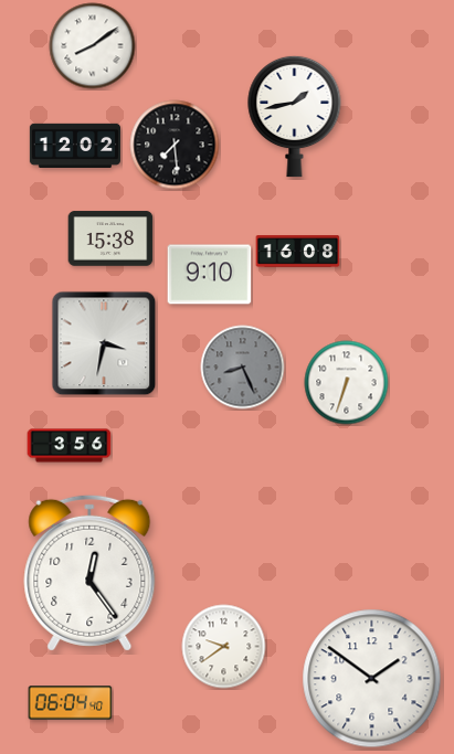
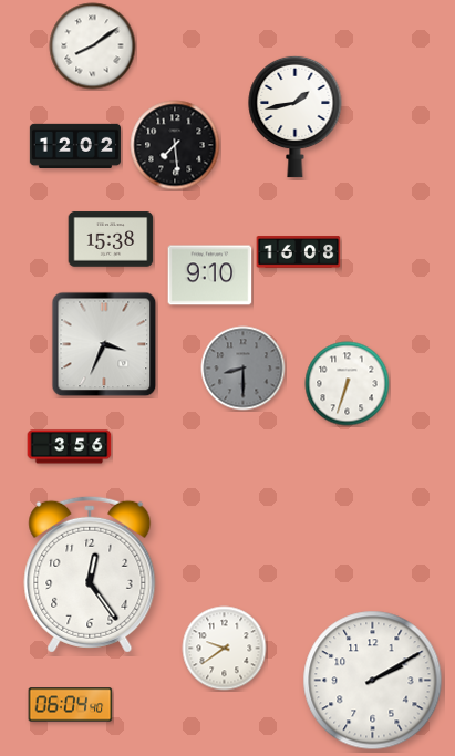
clock at (104, 343): 3:32 -> 3:34
clock at (243, 368): 8:26 -> 8:30
clock at (372, 679): 1:51 -> 2:10
